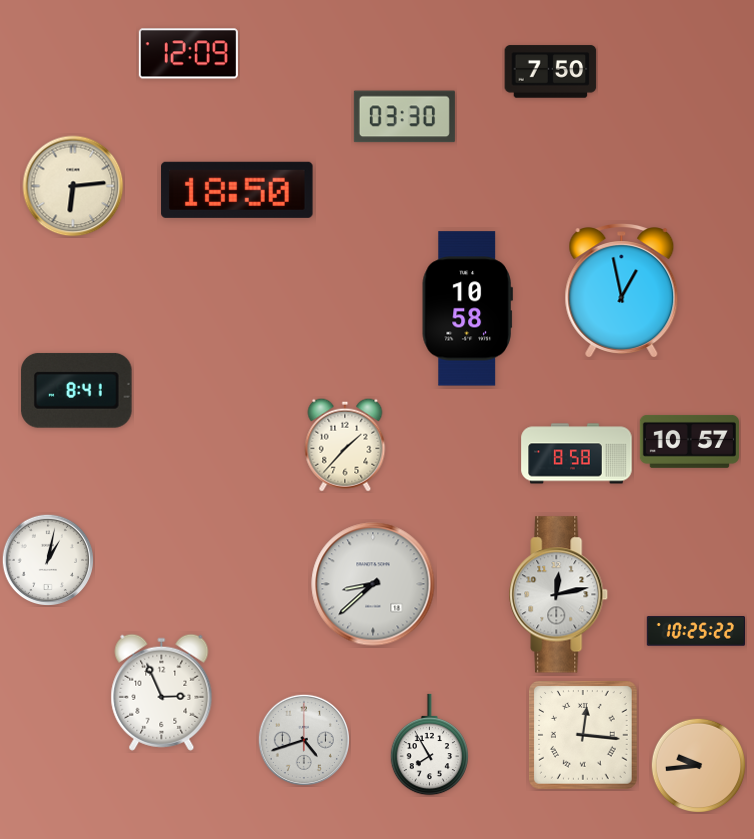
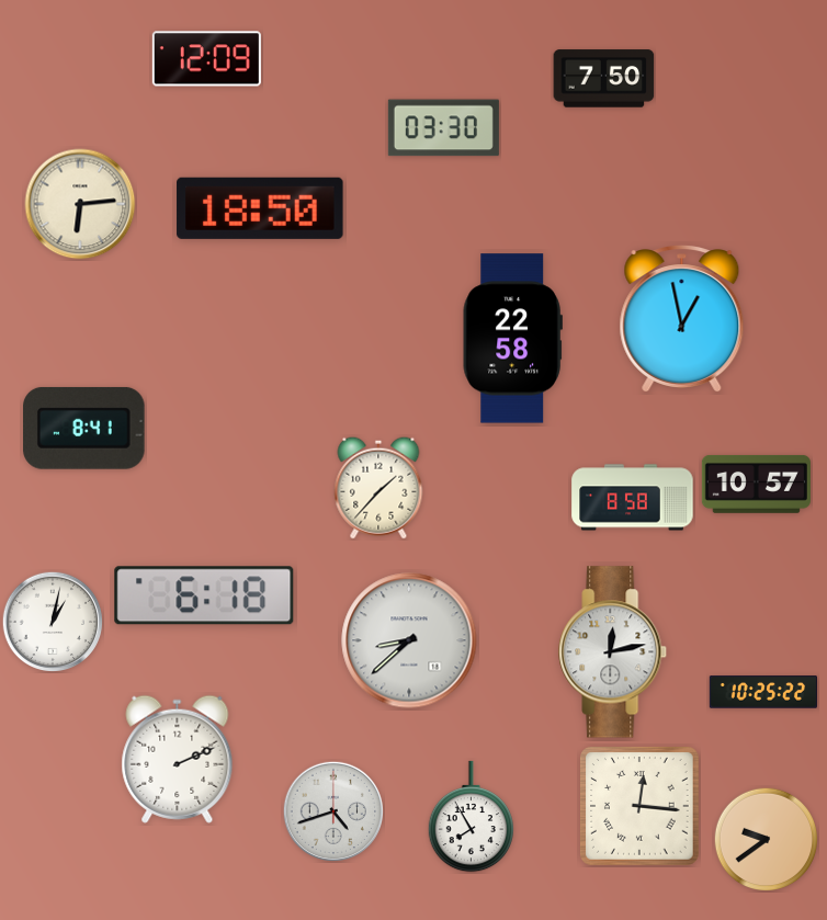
clock at (467, 309): 10:58 -> 22:58
clock at (204, 595): none -> 6:18
clock at (47, 559) position: (47, 559) -> (52, 621)
clock at (162, 692): 2:56 -> 2:11
clock at (698, 765): 9:44 -> 9:39
